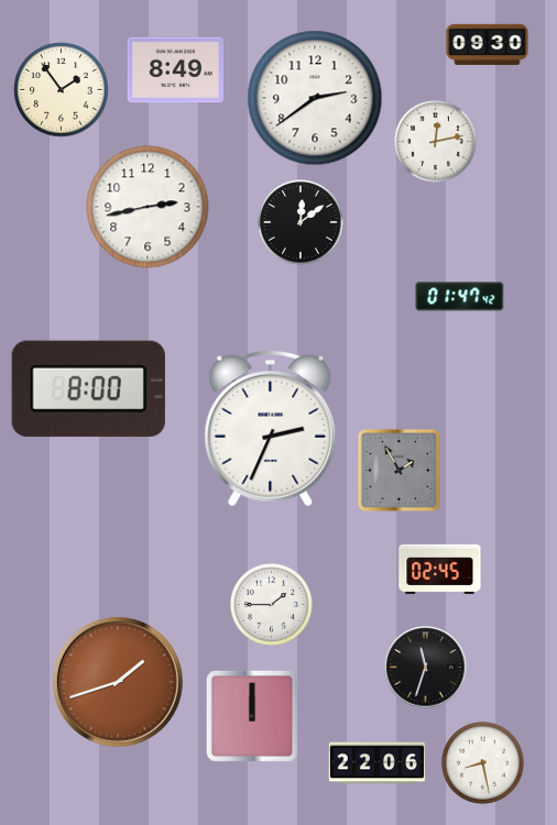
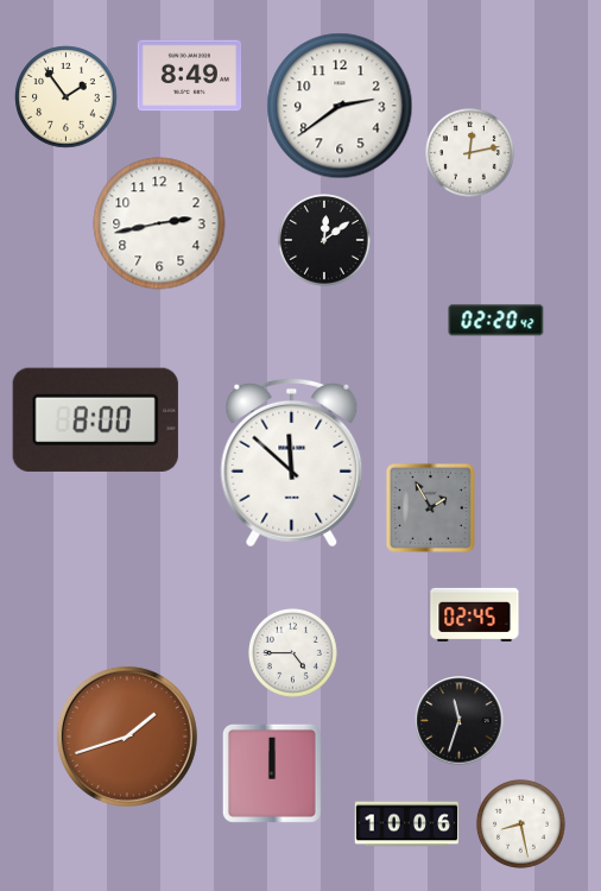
clock at (488, 45): 09:30 -> none
clock at (460, 297): 01:47 -> 02:20
clock at (271, 428): 2:34 -> 11:52
clock at (272, 605): 1:45 -> 4:45
clock at (378, 763): 22:06 -> 10:06
